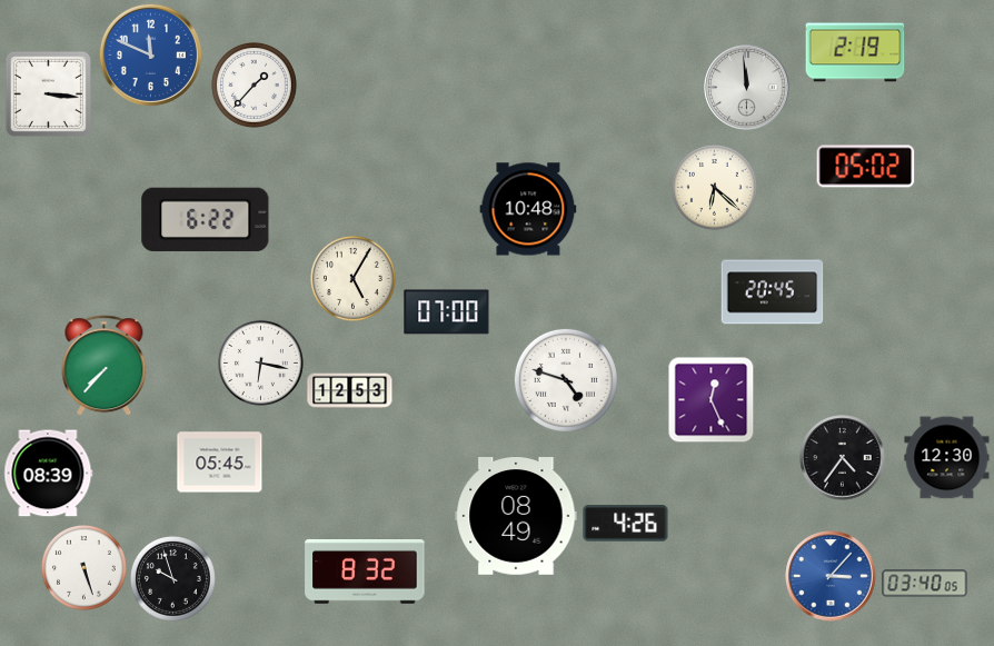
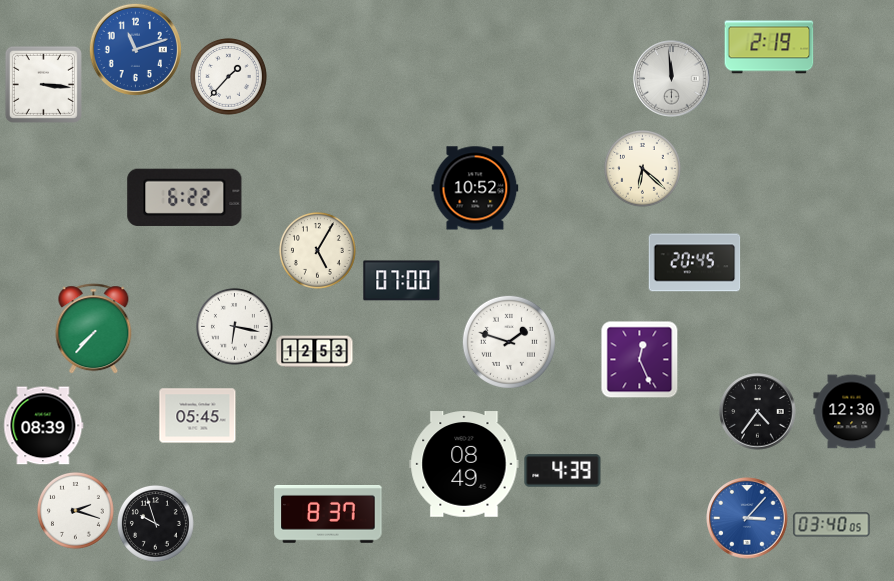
clock at (150, 54): 11:49 -> 11:12
clock at (866, 167): 05:02 -> none
clock at (528, 209): 10:48 -> 10:52
clock at (566, 380): 4:48 -> 1:48
clock at (626, 524): 4:26 -> 4:39
clock at (83, 567): 5:27 -> 2:18
clock at (365, 573): 8:32 -> 8:37
clock at (172, 578) position: (172, 578) -> (155, 523)
